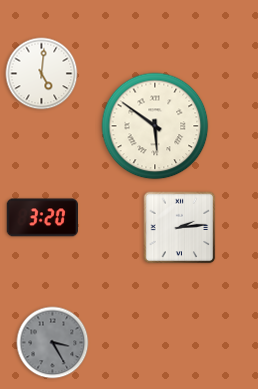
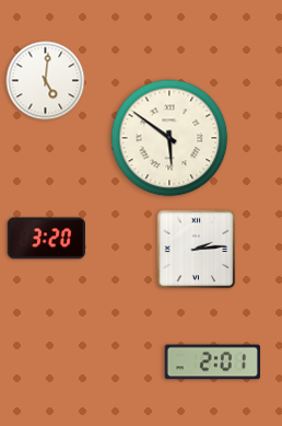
clock at (212, 362): none -> 2:01
clock at (53, 343): 3:25 -> none
